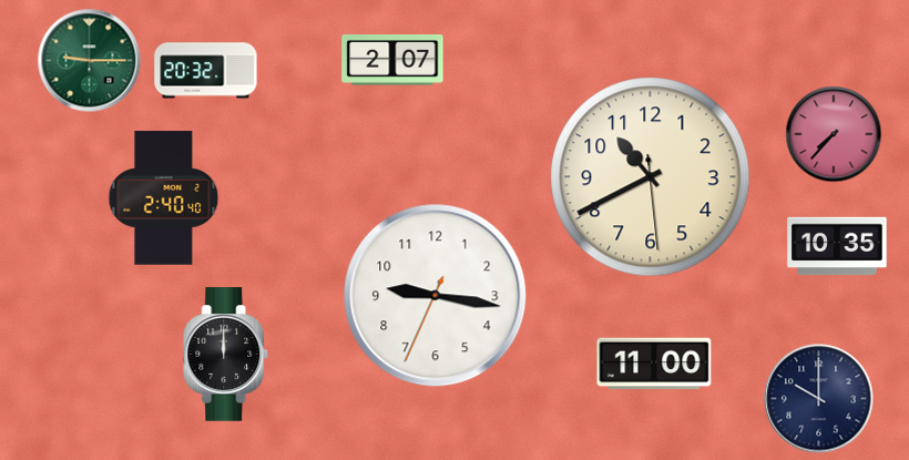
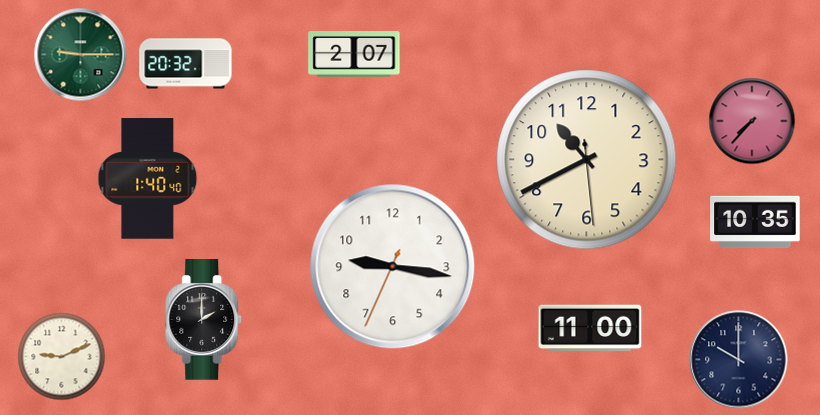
clock at (164, 198): 2:40 -> 1:40
clock at (226, 355): 12:00 -> 2:00
clock at (62, 357): none -> 9:11
